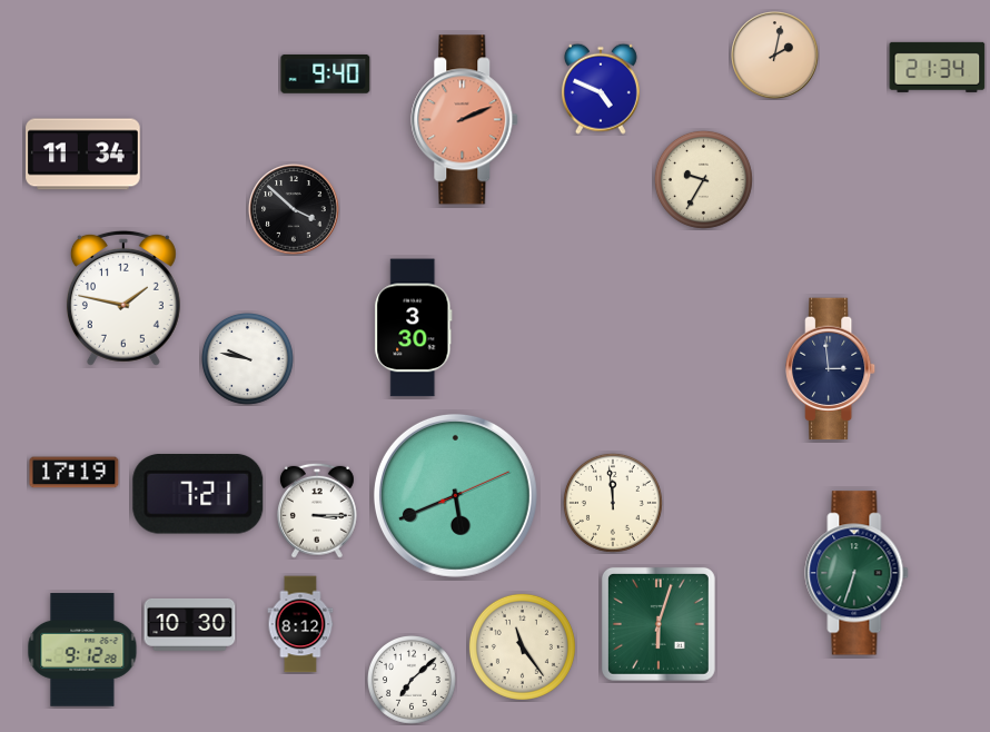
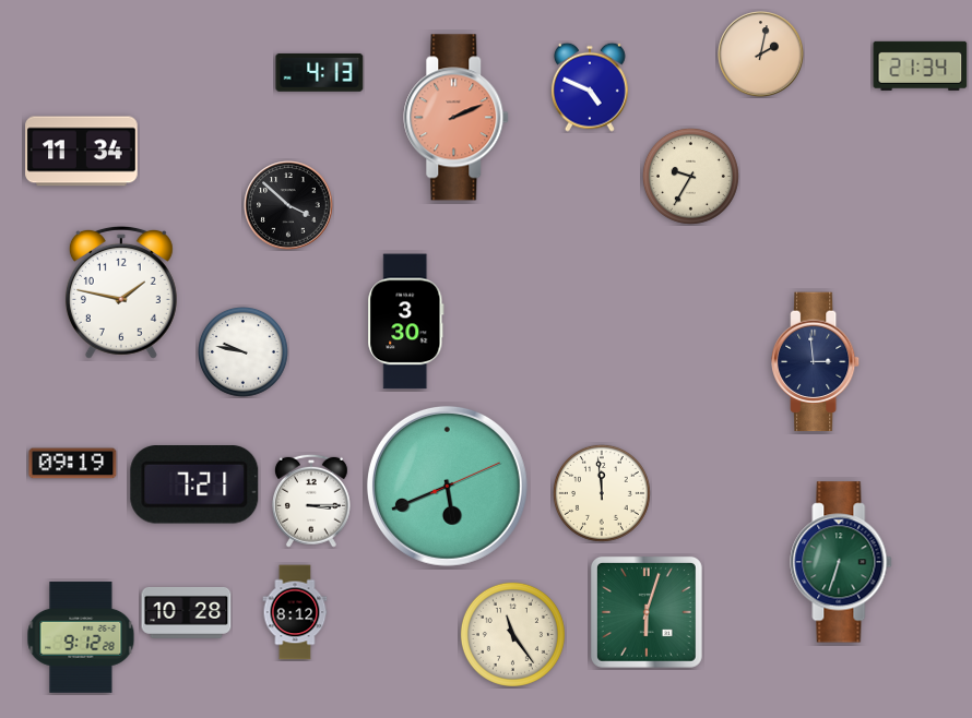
clock at (326, 73): 9:40 -> 4:13
clock at (75, 473): 17:19 -> 09:19
clock at (190, 624): 10:30 -> 10:28
clock at (413, 681): 7:08 -> none
